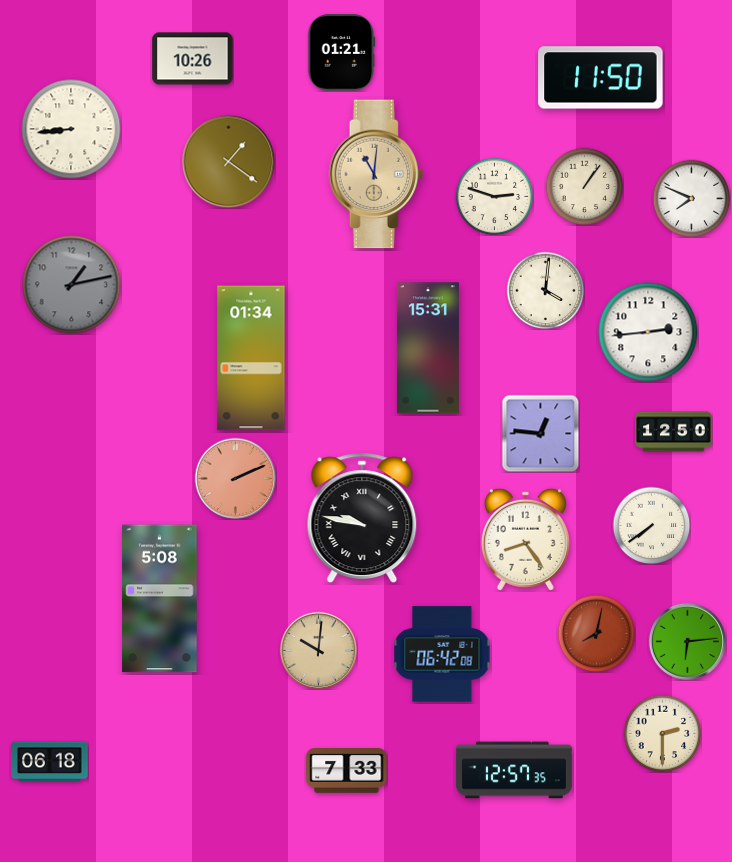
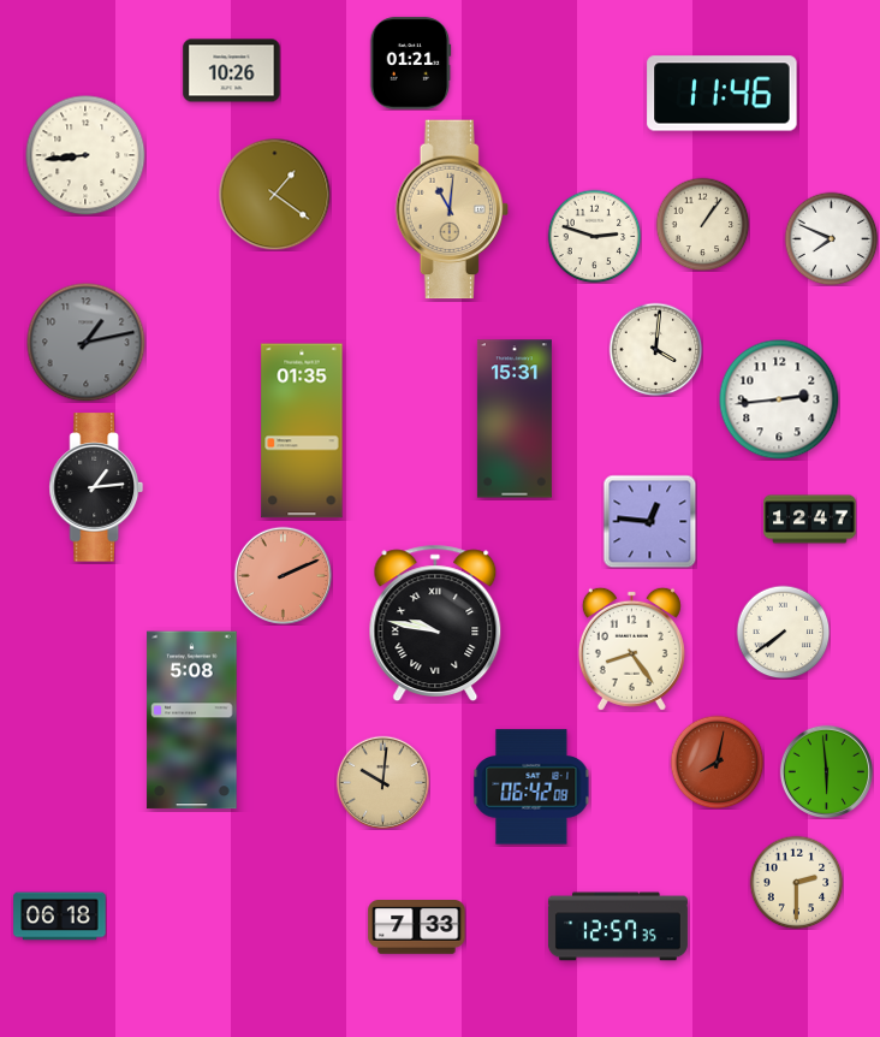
clock at (601, 78): 11:50 -> 11:46
clock at (251, 358): 01:34 -> 01:35
clock at (96, 487): none -> 1:14
clock at (674, 432): 12:50 -> 12:47
clock at (687, 641): 6:14 -> 5:59
